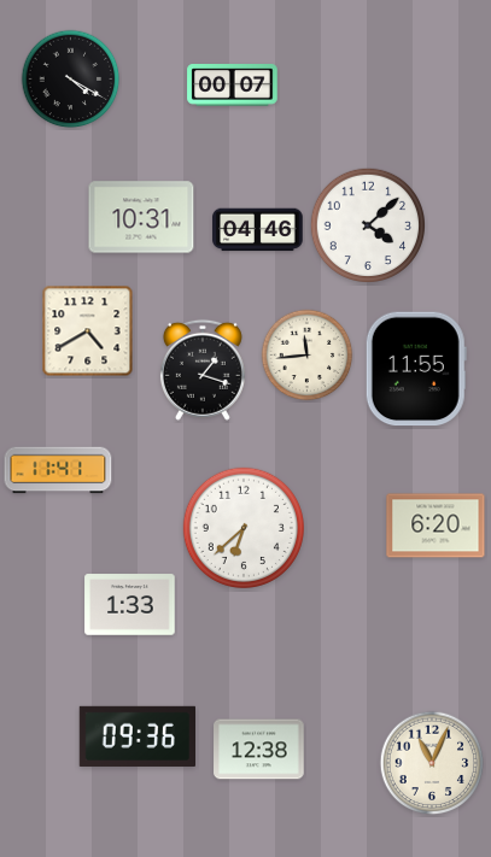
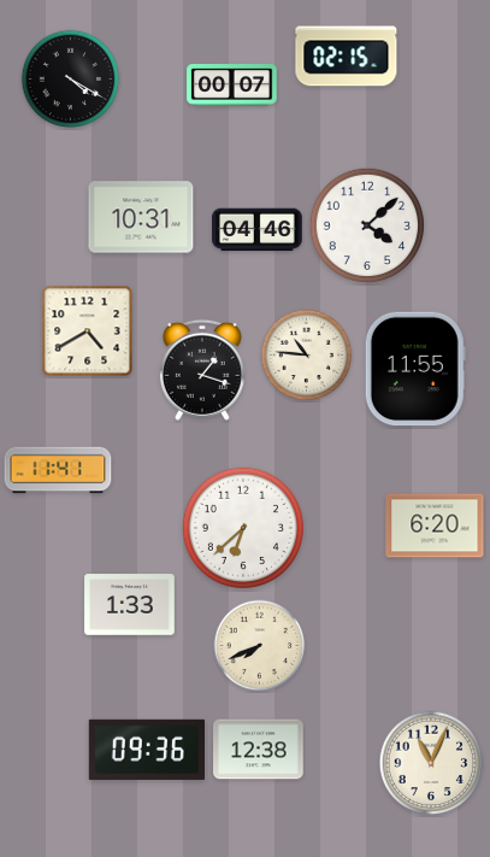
clock at (347, 57): none -> 02:15
clock at (308, 356): 11:44 -> 10:46
clock at (260, 646): none -> 7:41
clock at (136, 736) position: (136, 736) -> (146, 750)
